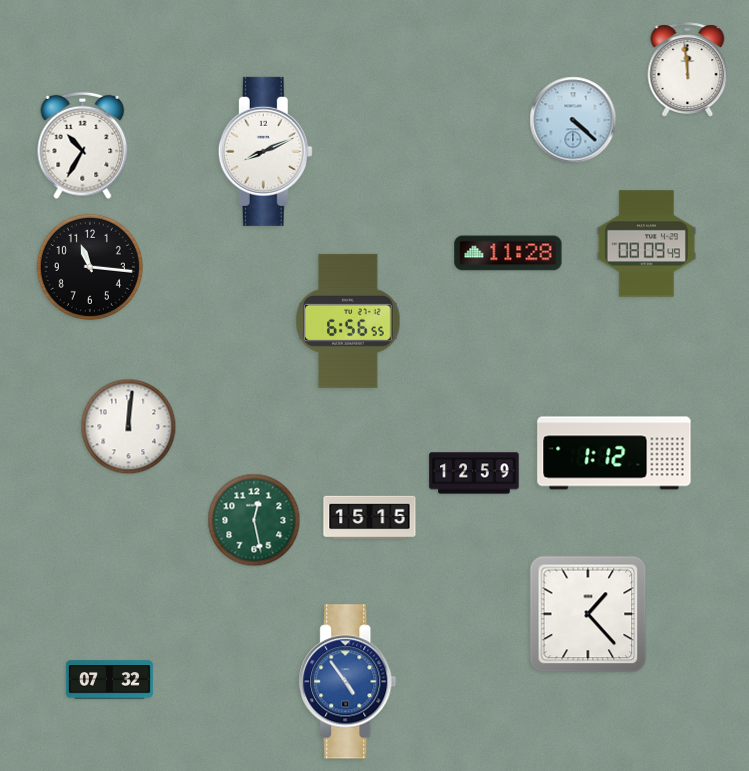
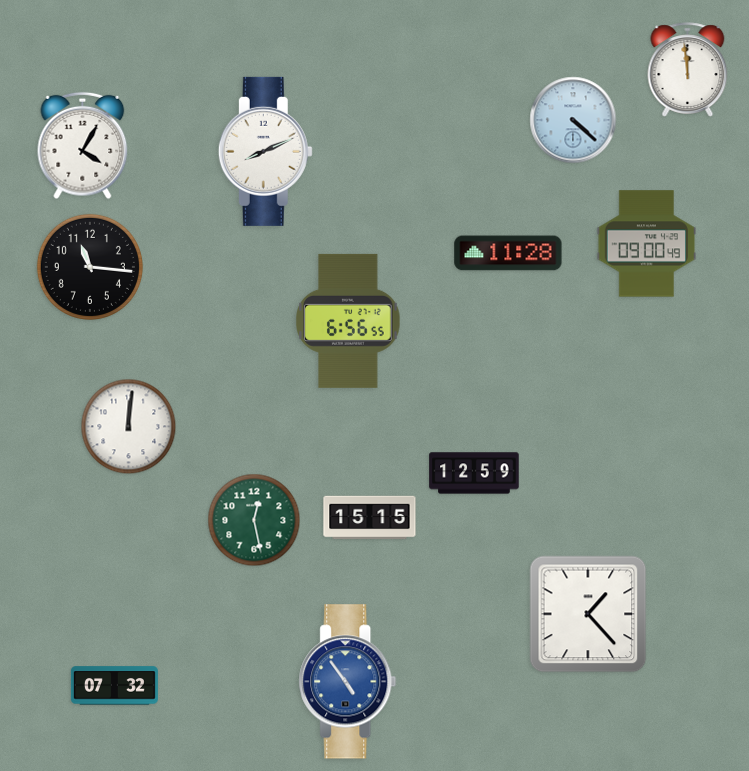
clock at (83, 146): 10:35 -> 4:05
clock at (647, 244): 08:09 -> 09:00
clock at (614, 453): 1:12 -> none
clock at (109, 680) position: (109, 680) -> (114, 686)
